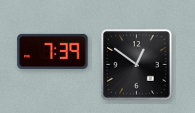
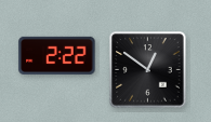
clock at (53, 51): 7:39 -> 2:22
